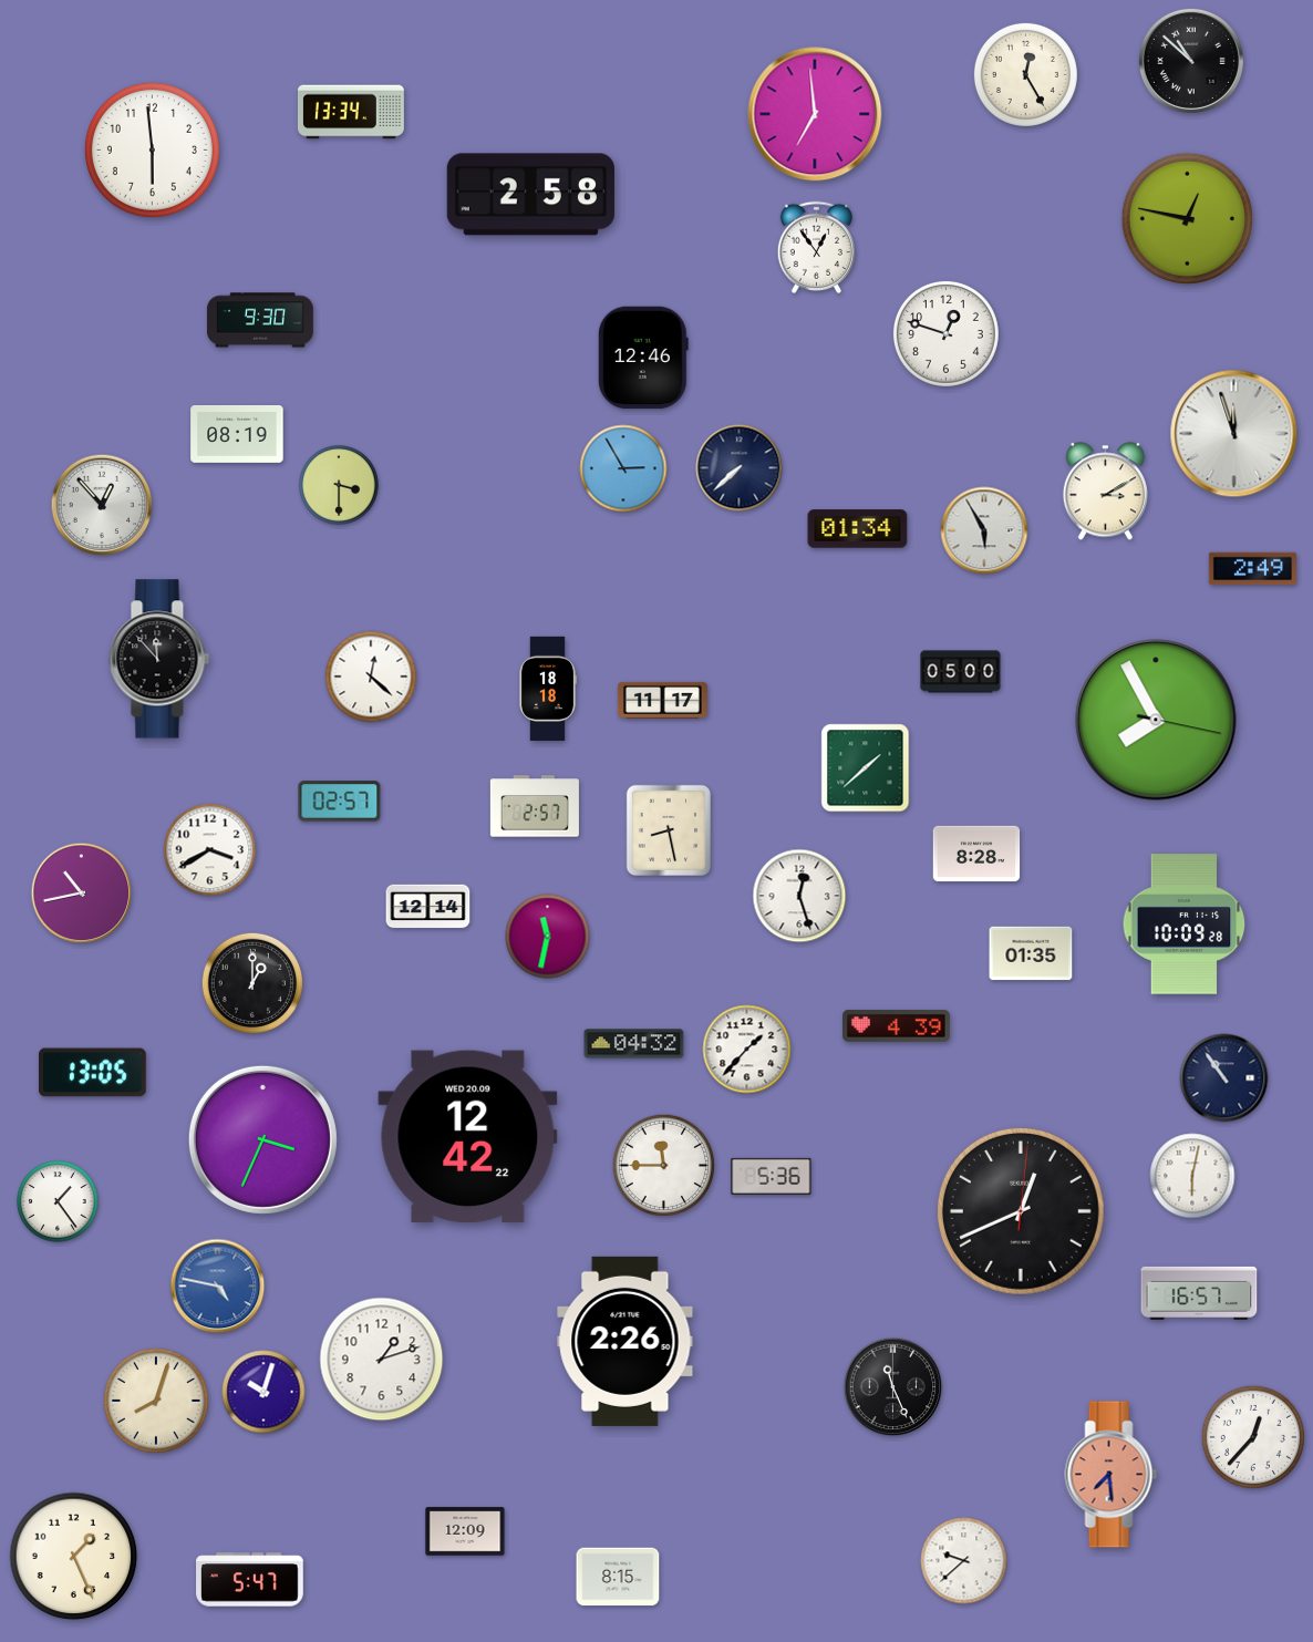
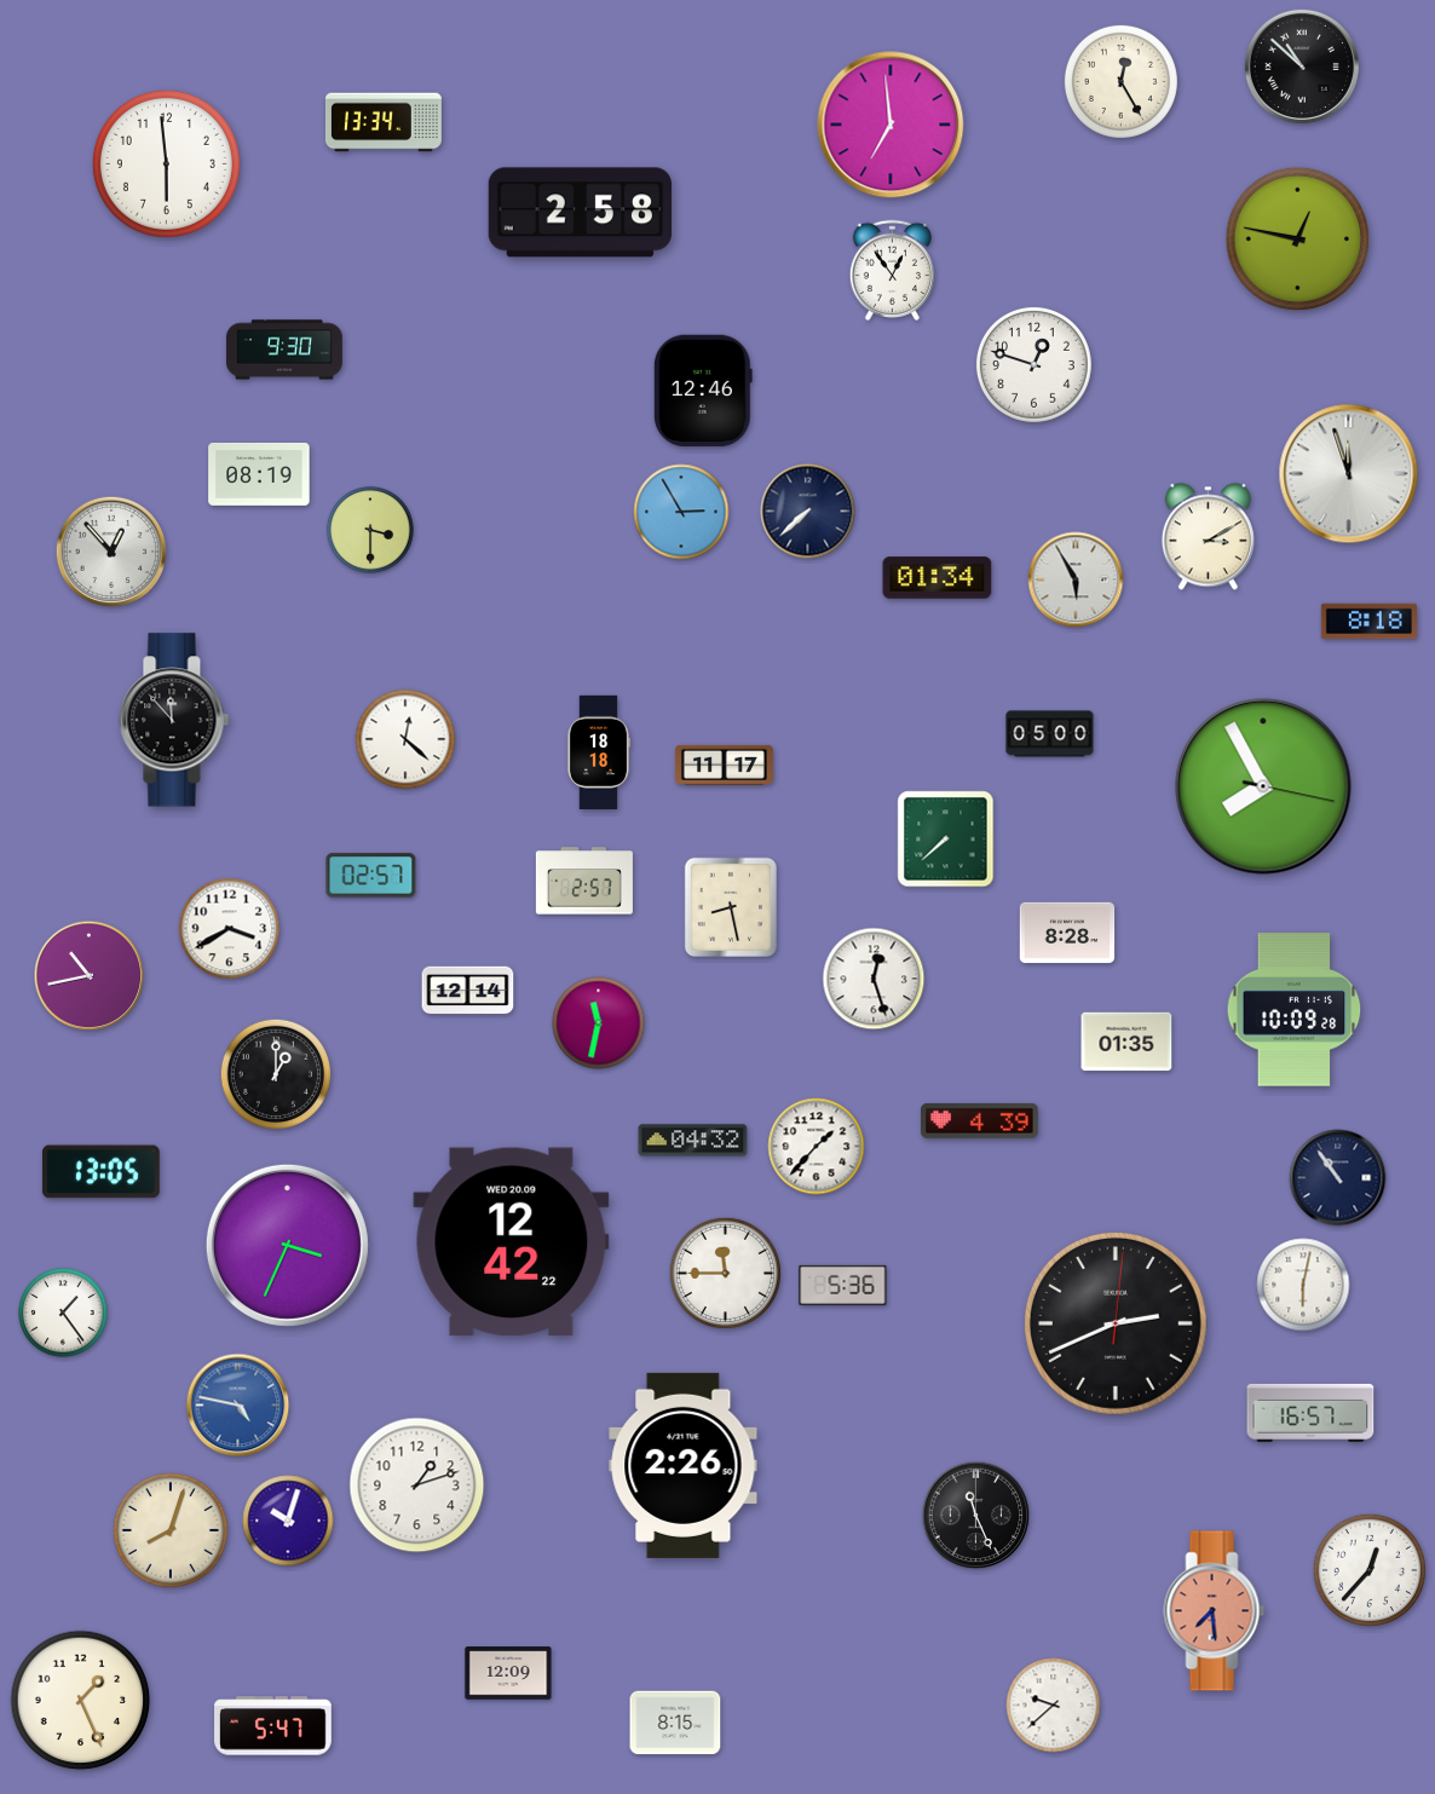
clock at (1252, 569): 2:49 -> 8:18
clock at (866, 768): 1:38 -> 7:38
clock at (1021, 1211): 12:41 -> 2:41
